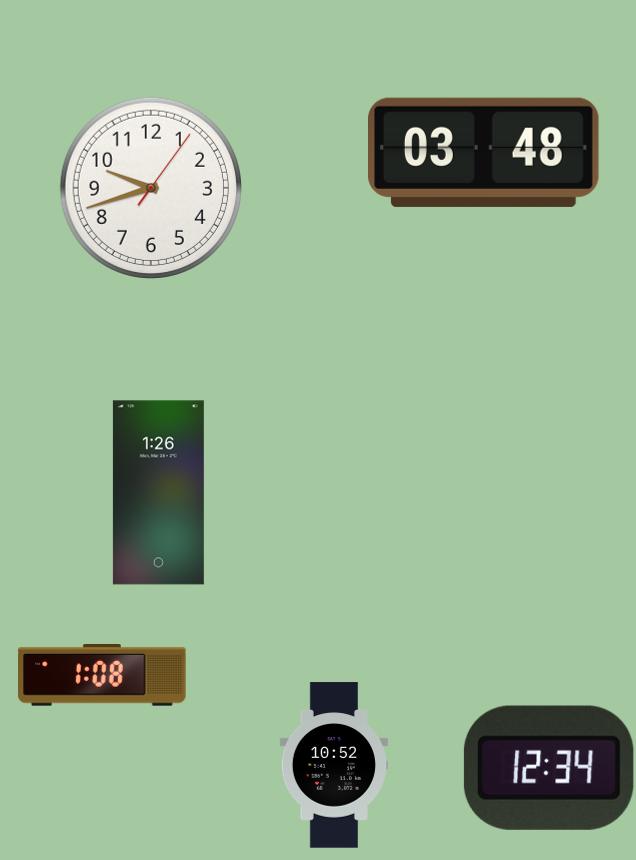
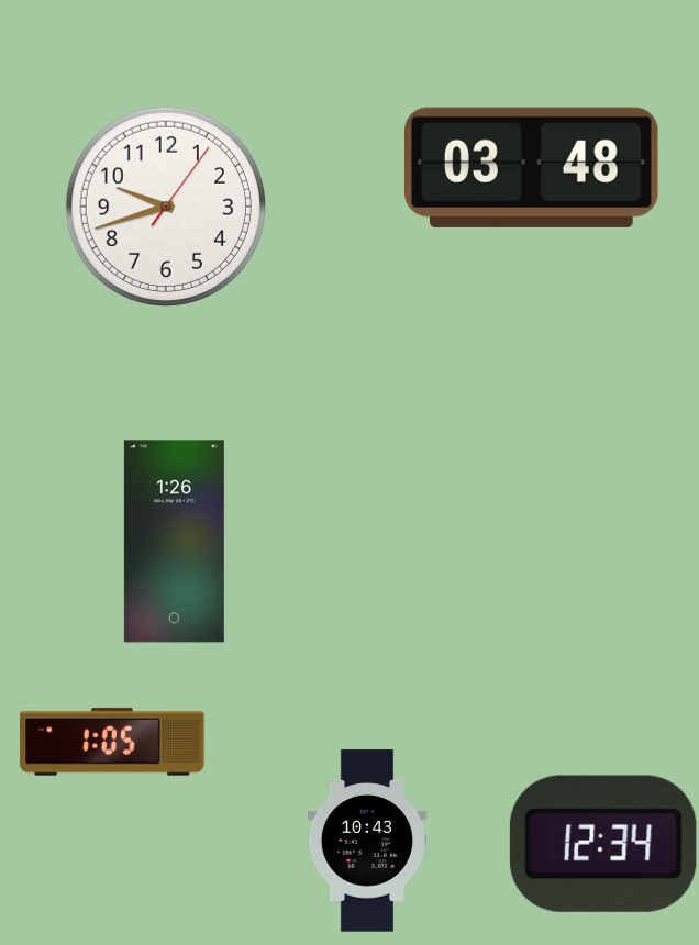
clock at (102, 676): 1:08 -> 1:05
clock at (333, 765): 10:52 -> 10:43
